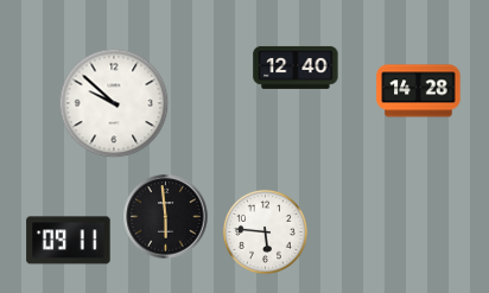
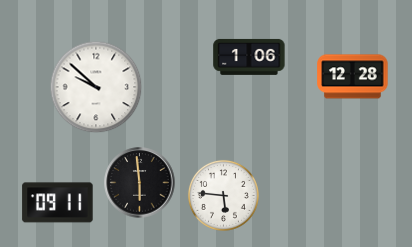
clock at (296, 68): 12:40 -> 1:06
clock at (419, 91): 14:28 -> 12:28
